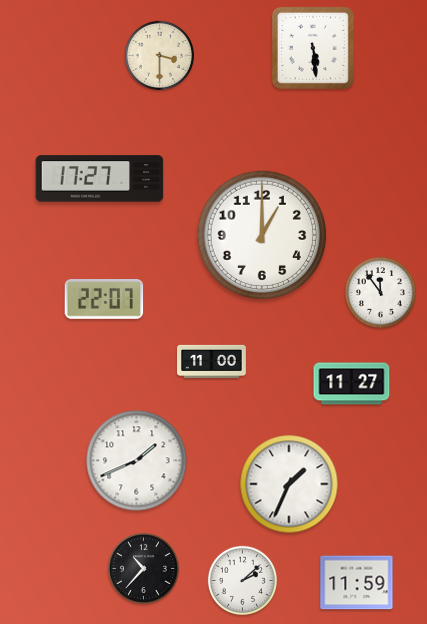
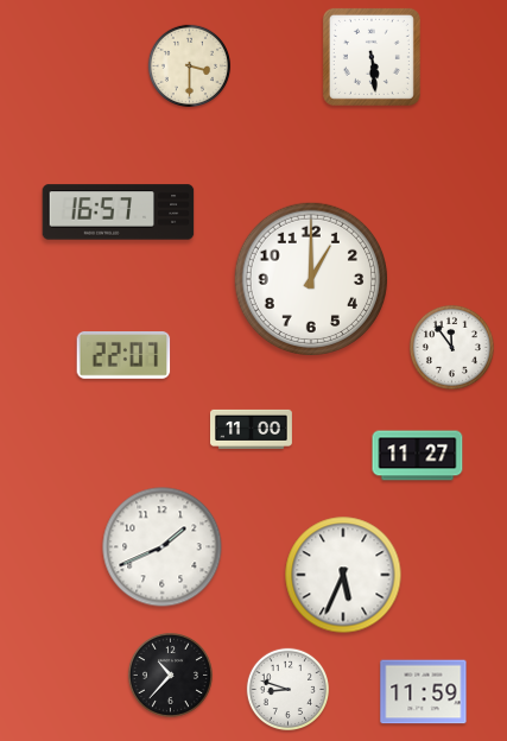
clock at (100, 179): 17:27 -> 16:57
clock at (289, 484): 1:34 -> 5:34
clock at (242, 580): 2:08 -> 8:48
